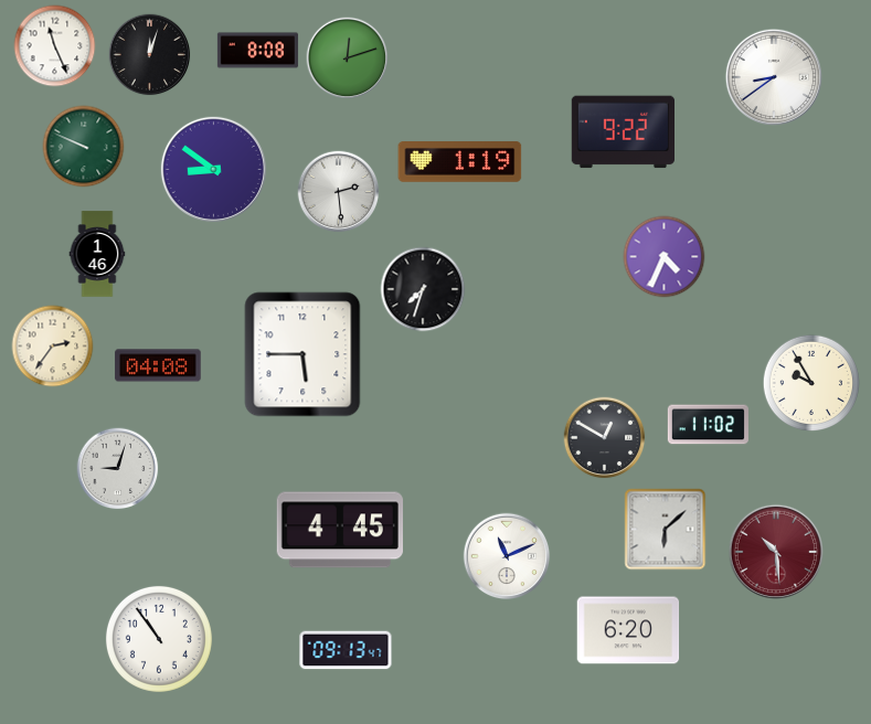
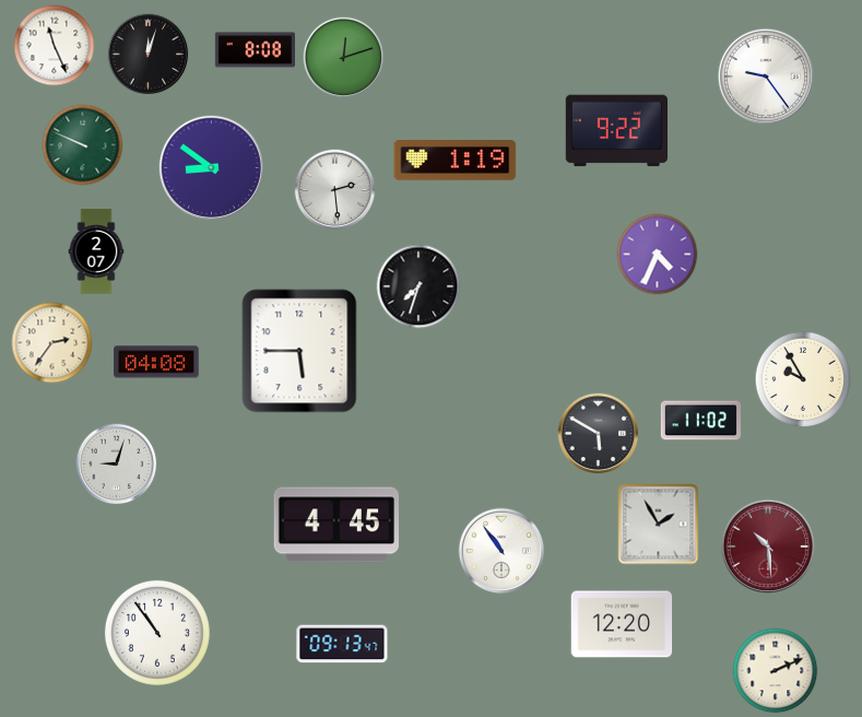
clock at (773, 76): 8:39 -> 9:24
clock at (97, 254): 1:46 -> 2:07
clock at (605, 438): 12:50 -> 5:50
clock at (666, 530): 6:08 -> 1:55
clock at (507, 556): 11:11 -> 10:54
clock at (628, 630): 6:20 -> 12:20
clock at (776, 671): none -> 2:11
